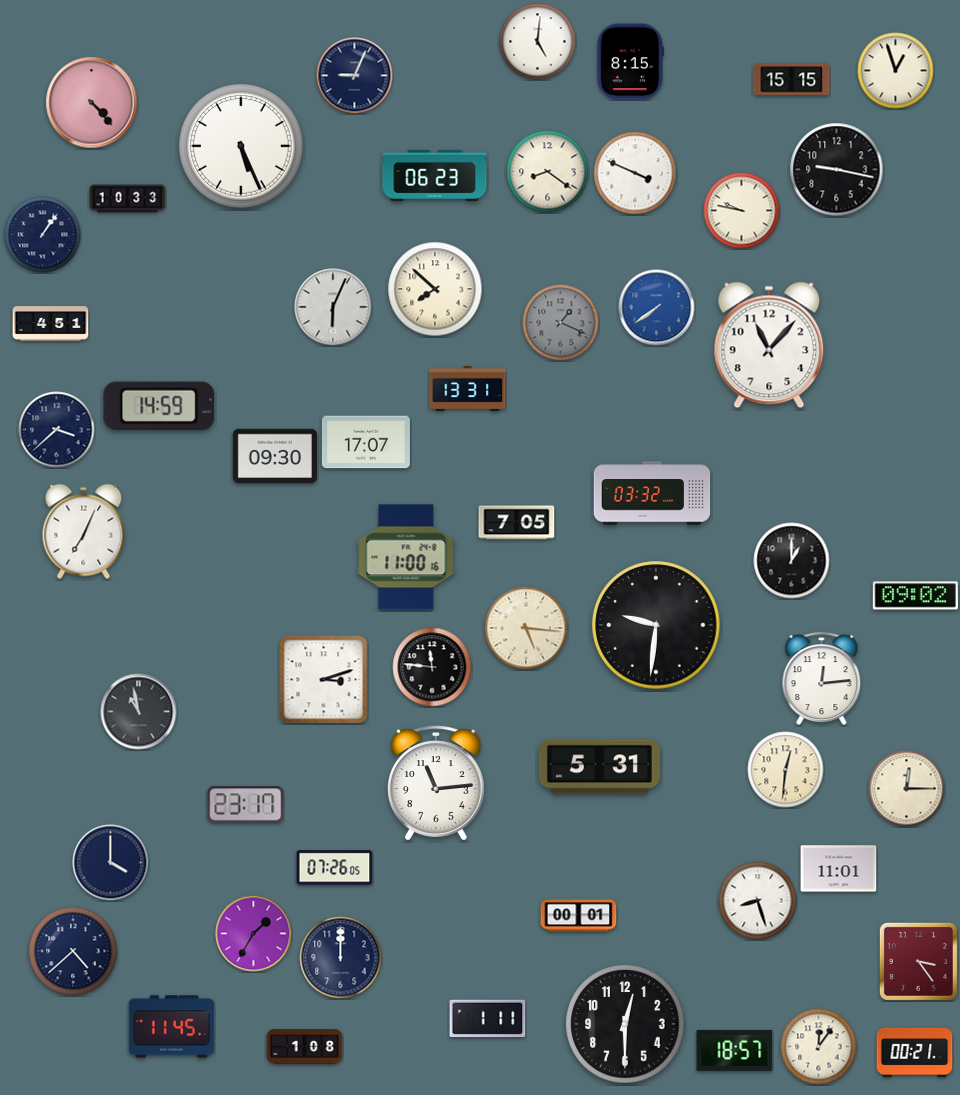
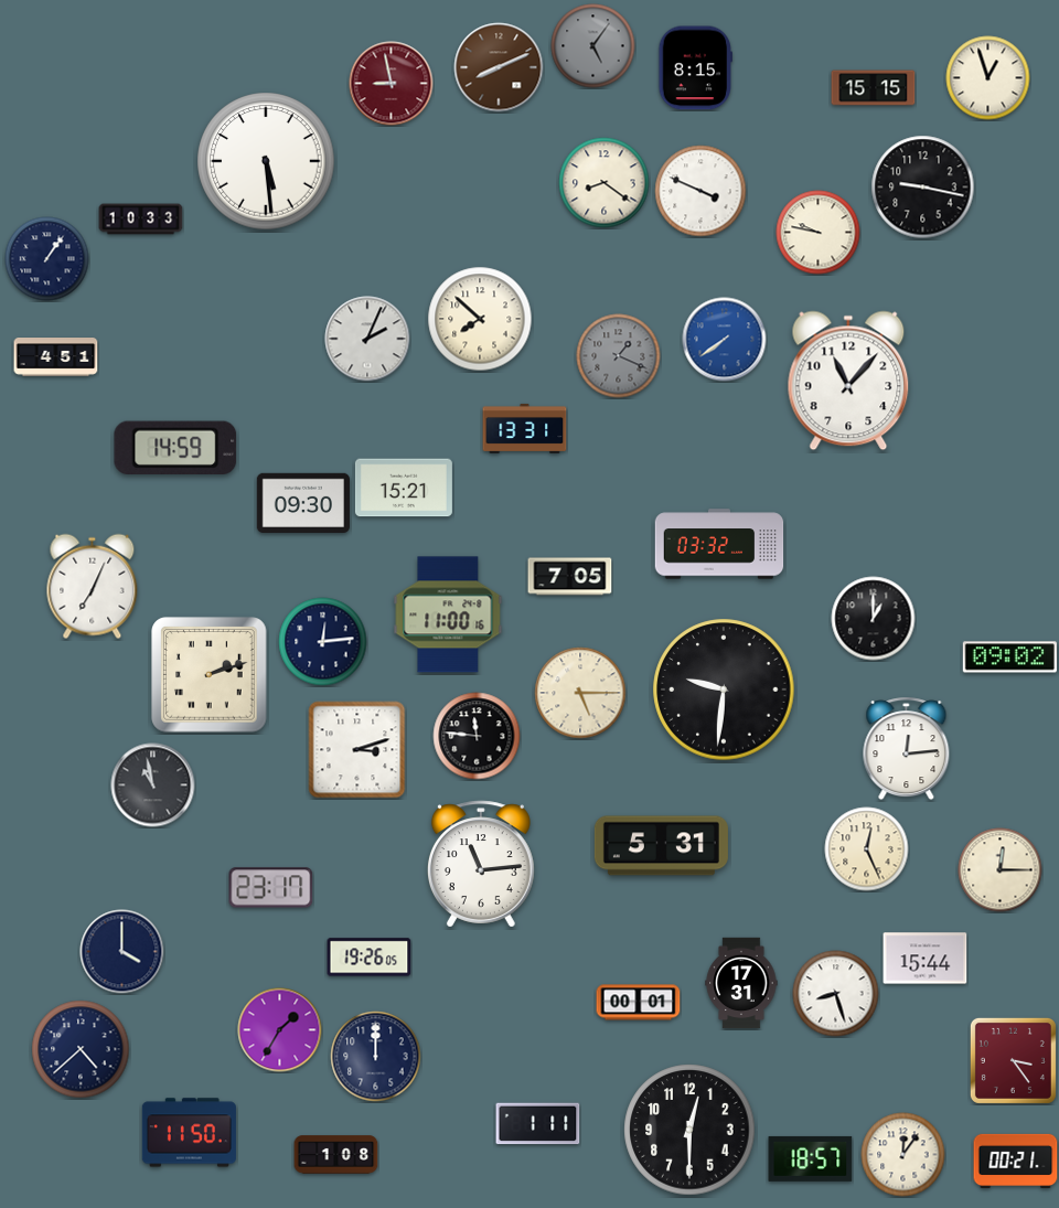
clock at (538, 42): 5:01 -> 5:06
clock at (538, 42) dial: white -> grey
clock at (499, 67): none -> 8:11
clock at (355, 76): 9:04 -> 8:58
clock at (355, 76) dial: navy -> burgundy
clock at (92, 103): 4:23 -> none
clock at (241, 146): 5:26 -> 5:29
clock at (548, 172) position: (548, 172) -> (605, 183)
clock at (435, 175): 06:23 -> none
clock at (333, 307): 6:04 -> 2:04
clock at (468, 388) position: (468, 388) -> (525, 428)
clock at (57, 430): 3:38 -> none
clock at (366, 442): 17:07 -> 15:21
clock at (323, 642): none -> 12:14
clock at (210, 675): none -> 2:12
clock at (526, 628): 5:16 -> 5:15
clock at (786, 770): 12:31 -> 12:26
clock at (335, 868): 07:26 -> 19:26
clock at (839, 869): 11:01 -> 15:44
clock at (741, 983): none -> 17:31
clock at (579, 916) position: (579, 916) -> (639, 1003)
clock at (171, 1027): 11:45 -> 11:50
clock at (915, 1052) position: (915, 1052) -> (1016, 1161)
